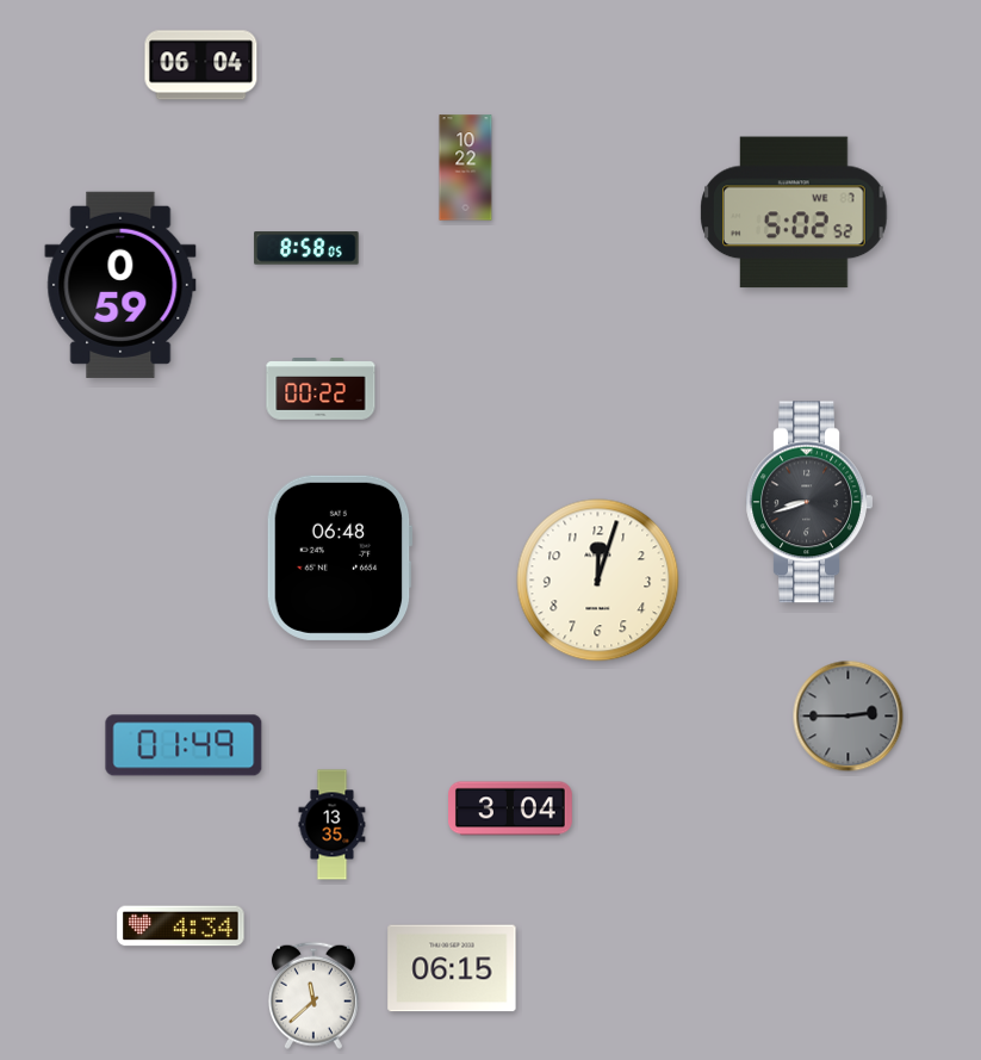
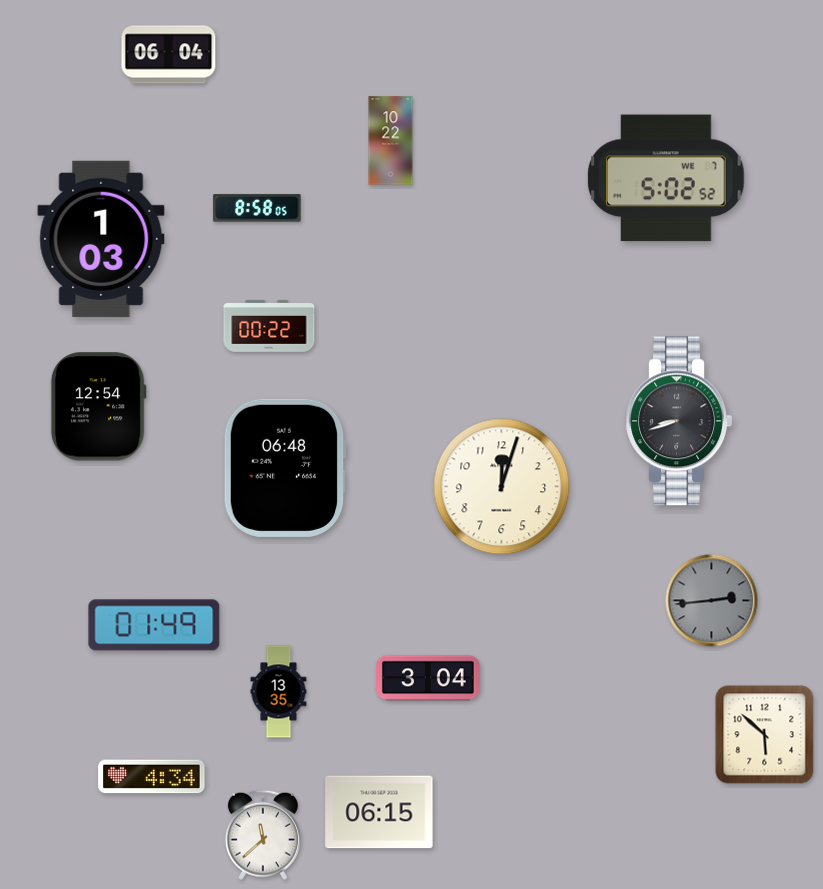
clock at (120, 285): 0:59 -> 1:03
clock at (98, 407): none -> 12:54
clock at (849, 717): 2:45 -> 2:44
clock at (765, 735): none -> 5:52
